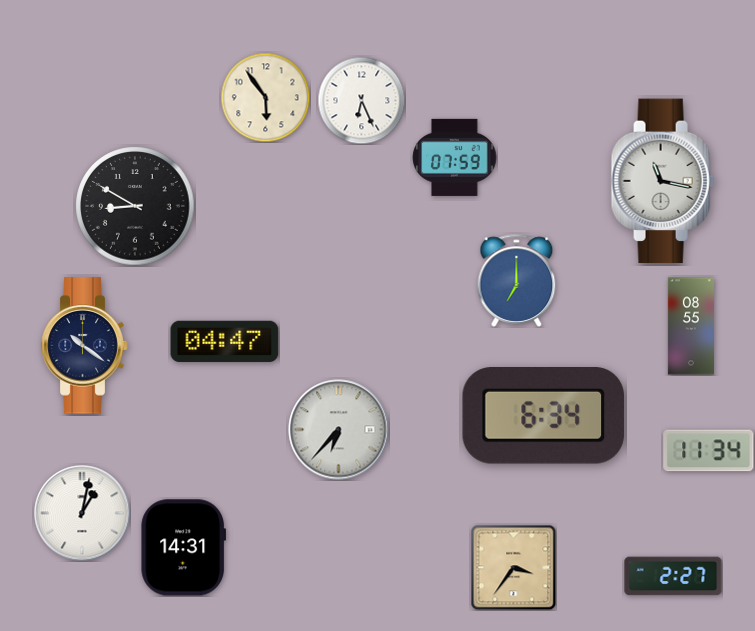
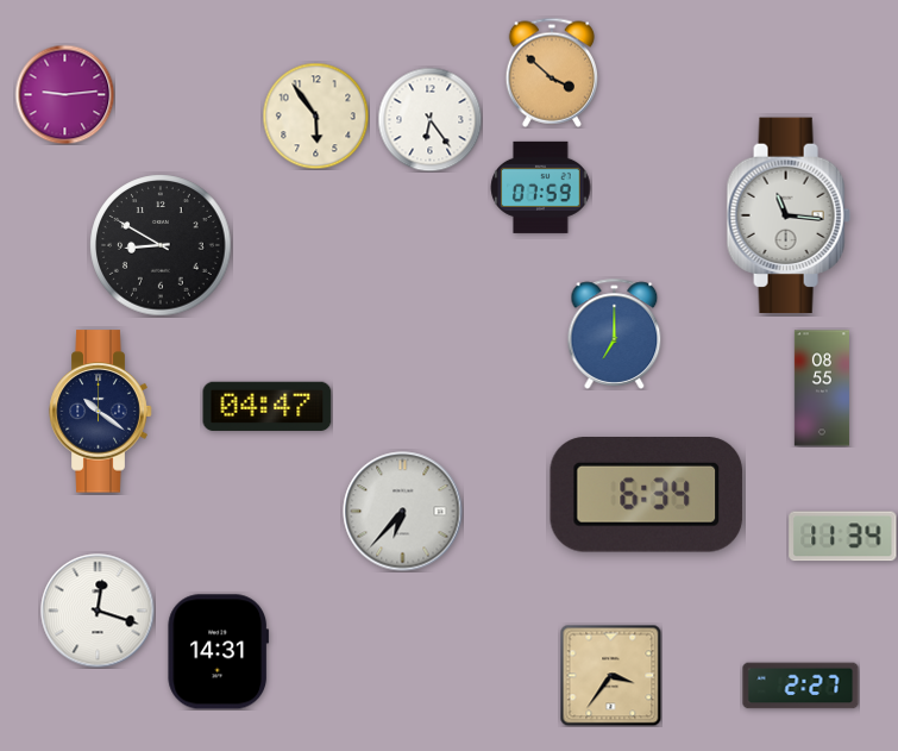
clock at (551, 73): none -> 3:52
clock at (64, 94): none -> 9:14
clock at (361, 100): 6:26 -> 6:24
clock at (663, 181): 11:17 -> 11:16
clock at (82, 513): 1:02 -> 12:18
